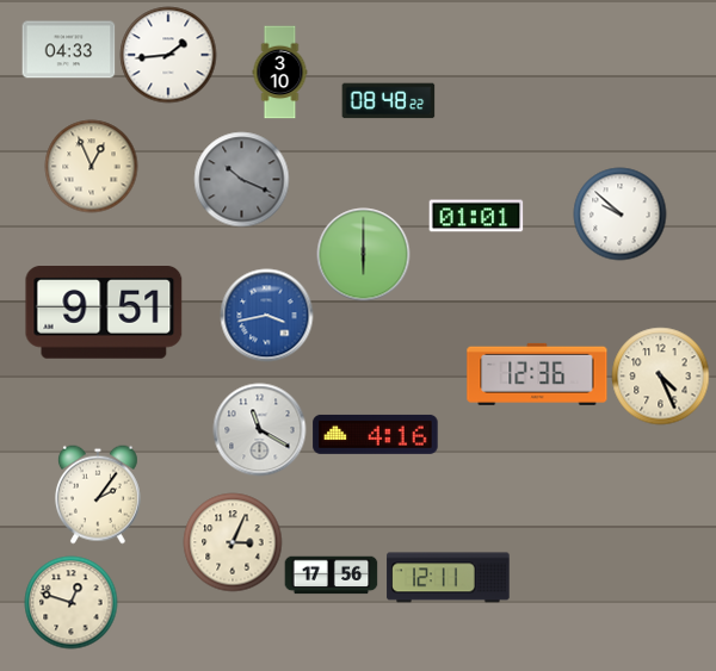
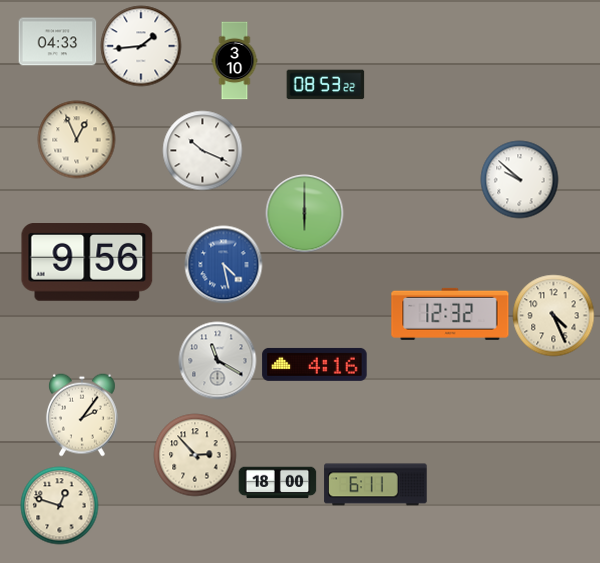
clock at (388, 101): 08:48 -> 08:53
clock at (241, 179) dial: grey -> white
clock at (476, 216): 01:01 -> none
clock at (104, 313): 9:51 -> 9:56
clock at (266, 315): 3:43 -> 4:28
clock at (537, 374): 12:36 -> 12:32
clock at (233, 542): 3:04 -> 2:53
clock at (331, 576): 17:56 -> 18:00
clock at (449, 578): 12:11 -> 6:11
